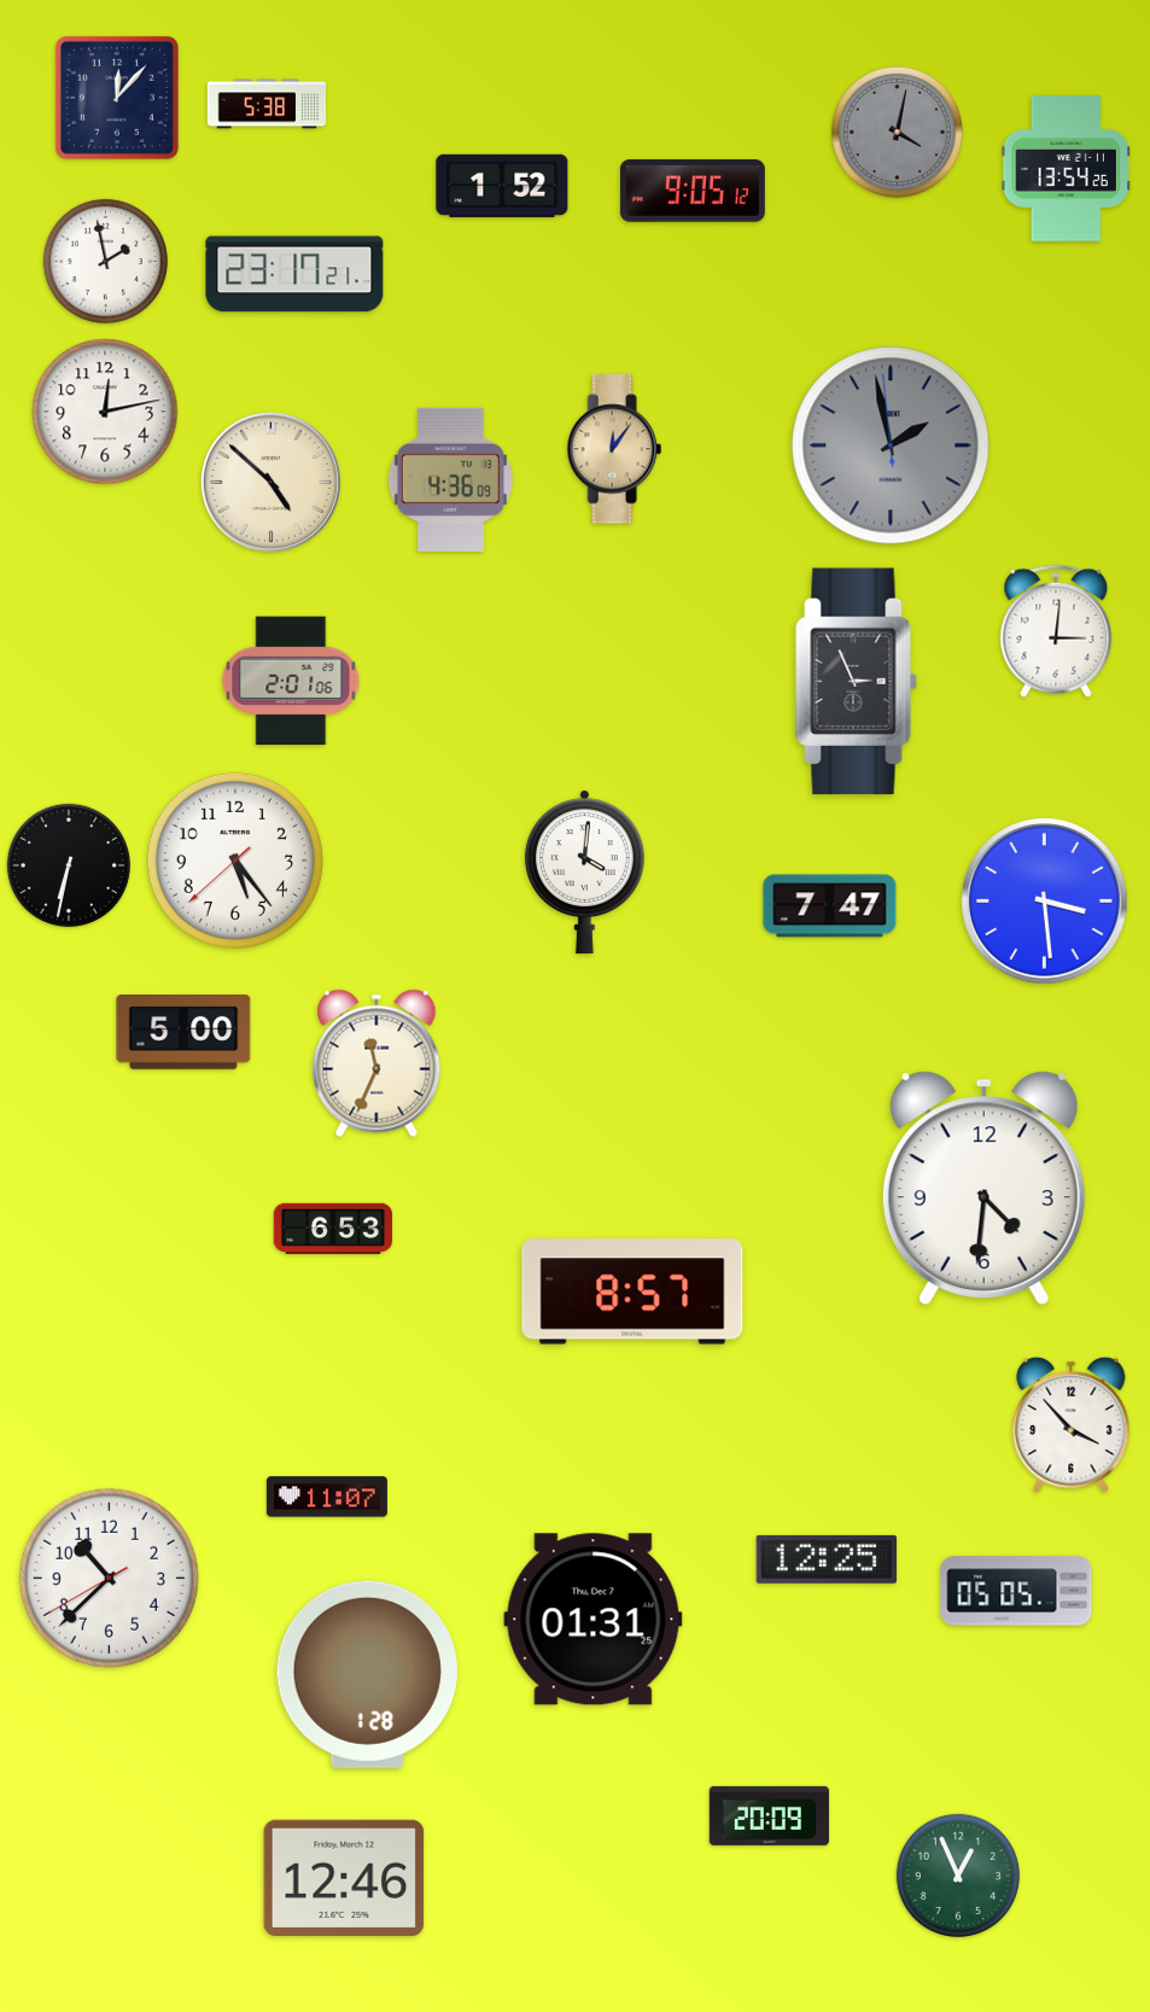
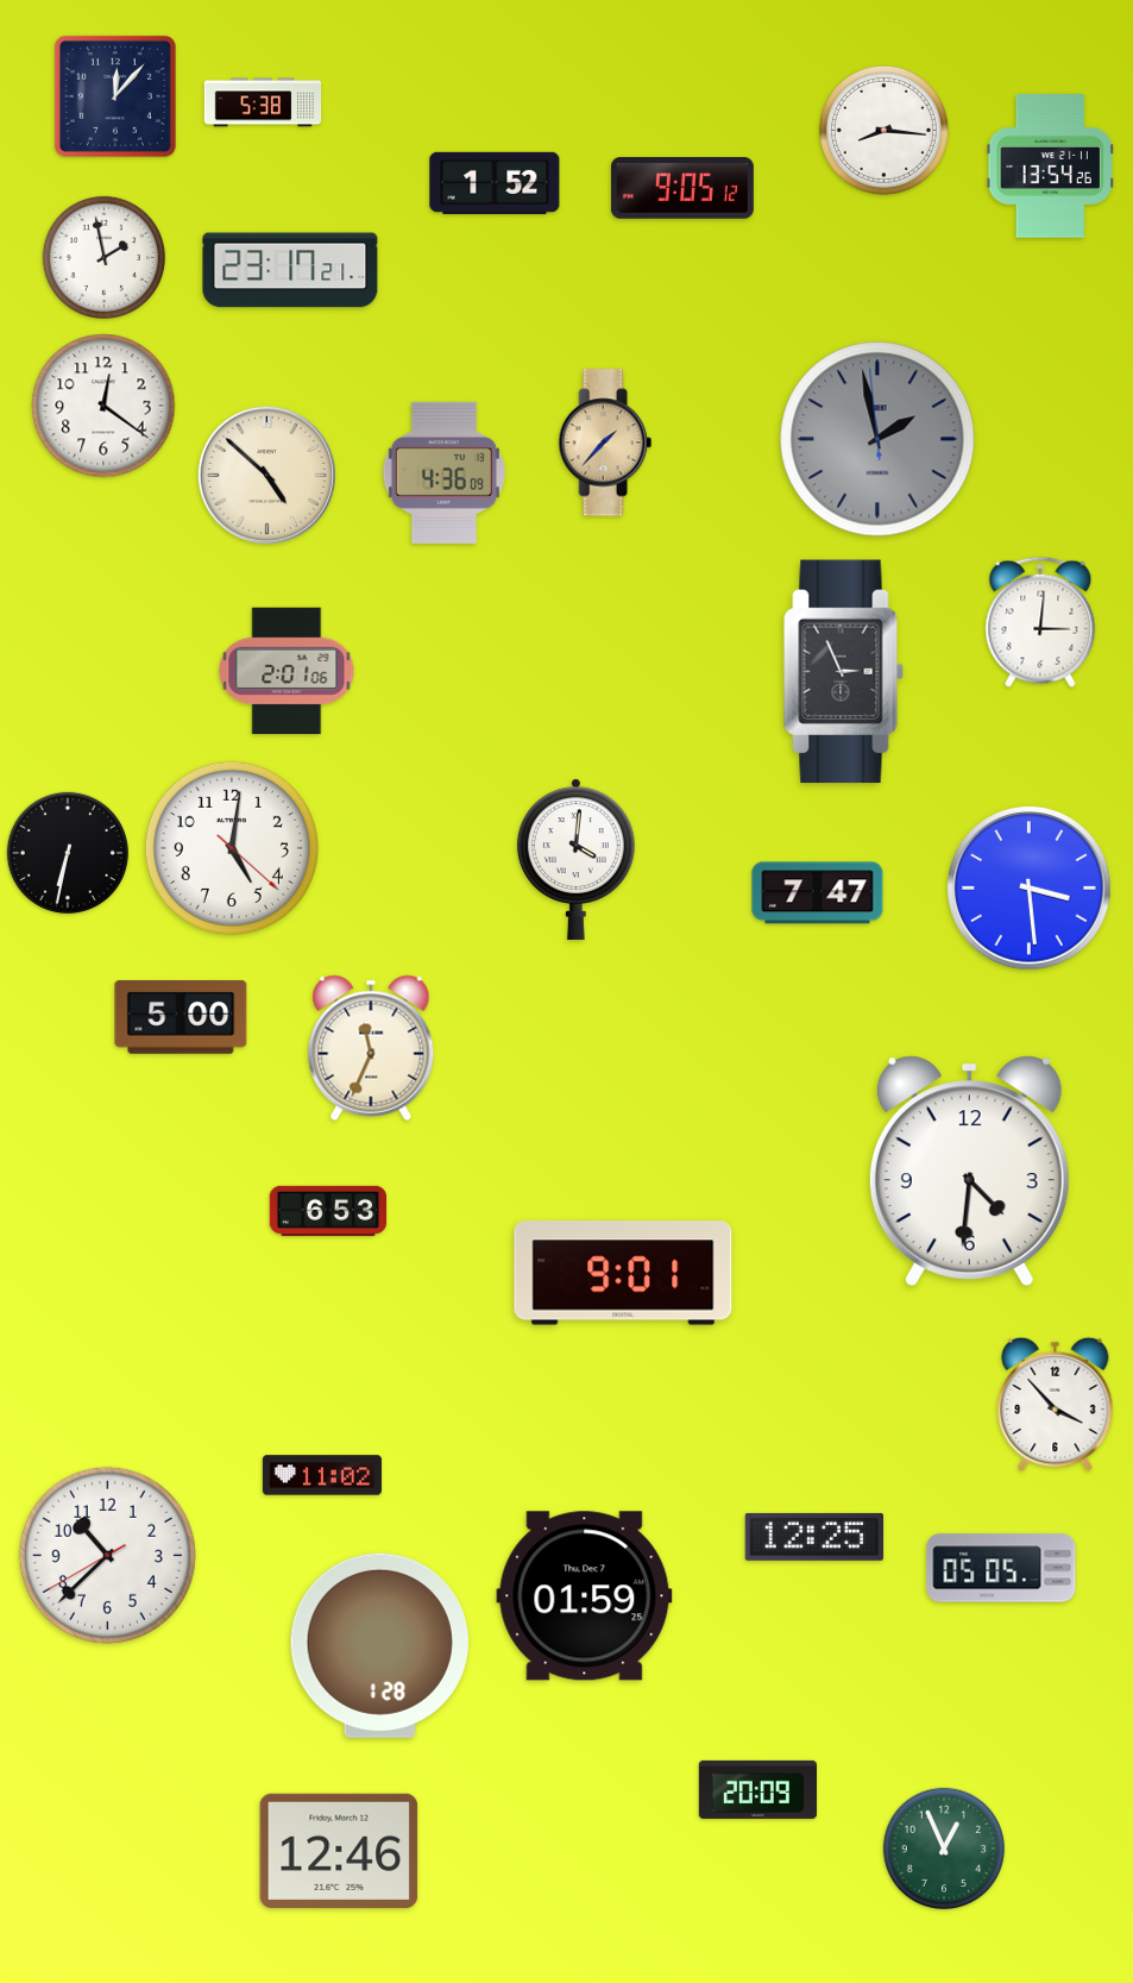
clock at (897, 132): 4:02 -> 8:16
clock at (897, 132) dial: grey -> white
clock at (105, 412): 12:13 -> 12:21
clock at (614, 449): 12:06 -> 1:37
clock at (235, 861): 5:23 -> 5:01
clock at (632, 1291): 8:57 -> 9:01
clock at (327, 1497): 11:07 -> 11:02
clock at (594, 1620): 01:31 -> 01:59
clock at (367, 1674) position: (367, 1674) -> (379, 1645)
